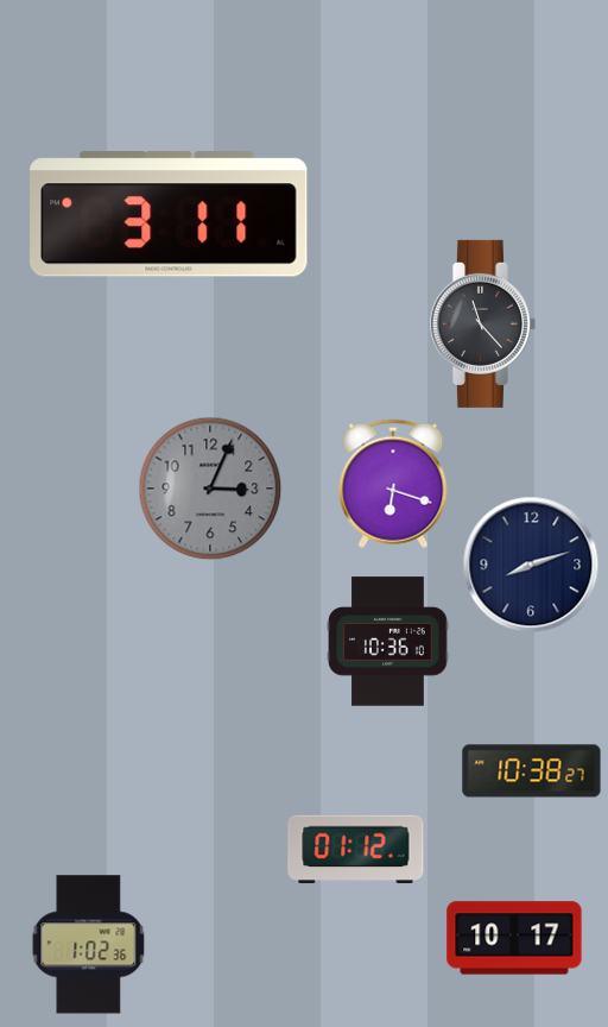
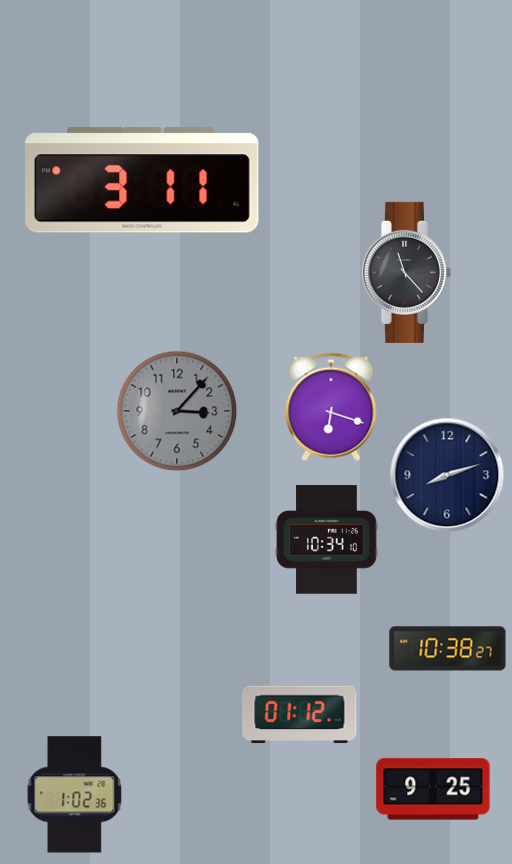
clock at (210, 489): 3:04 -> 3:07
clock at (388, 642): 10:36 -> 10:34
clock at (514, 938): 10:17 -> 9:25
